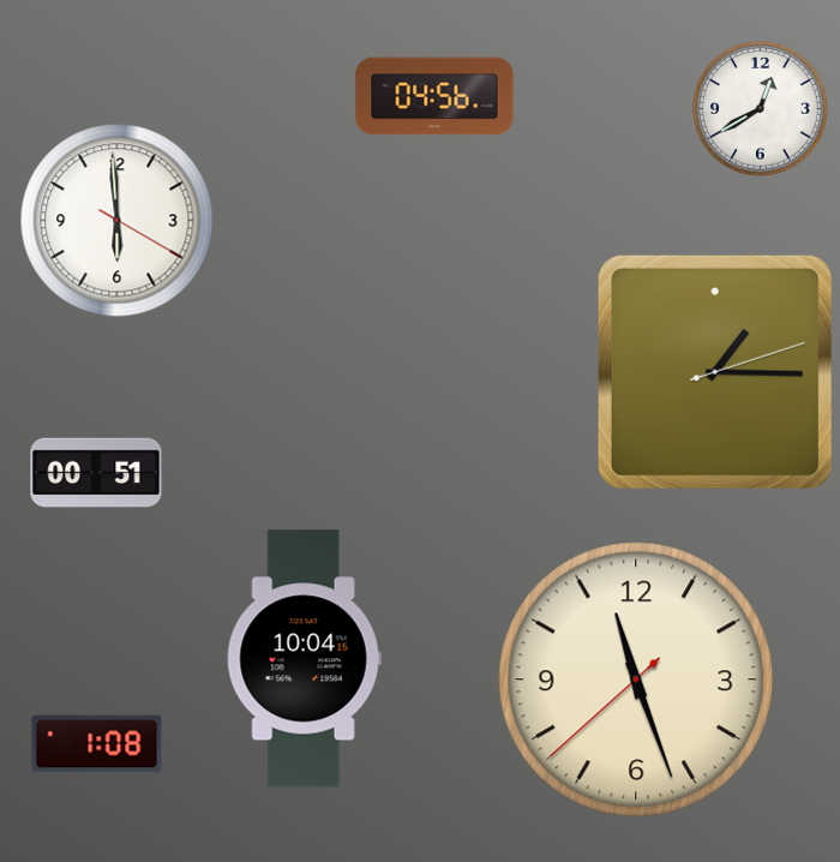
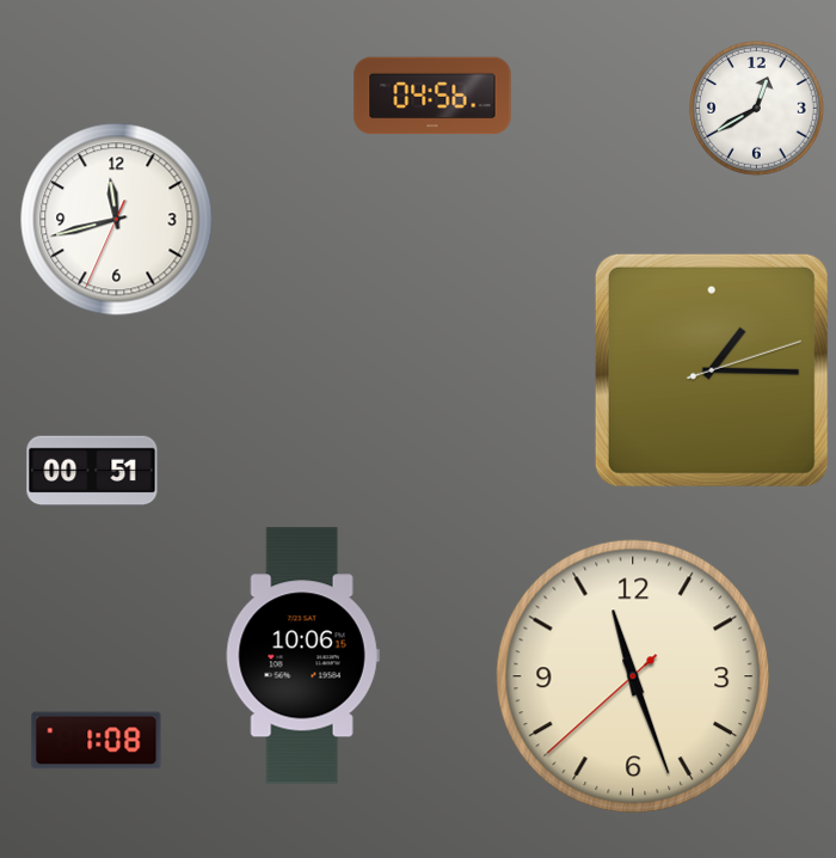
clock at (118, 221): 5:59 -> 11:42
clock at (96, 473) position: (96, 473) -> (92, 471)
clock at (304, 659): 10:04 -> 10:06
